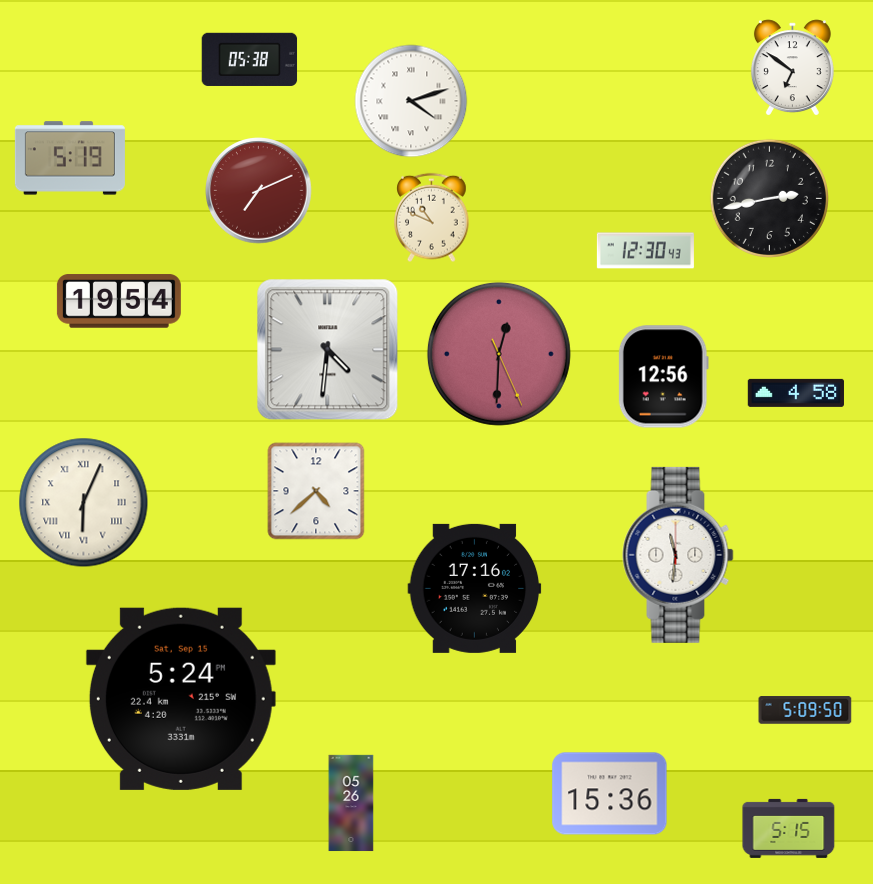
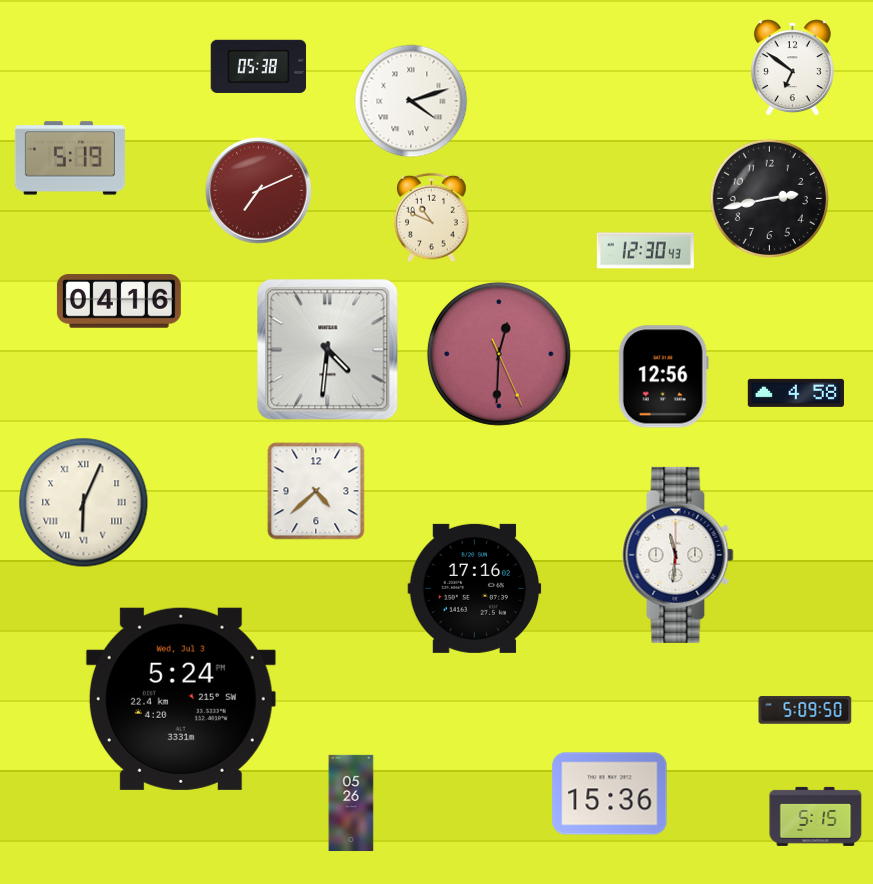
clock at (250, 59) position: (250, 59) -> (259, 66)
clock at (119, 301): 19:54 -> 04:16
clock at (181, 699) date: Sat, Sep 15 -> Wed, Jul 3
clock at (789, 828) position: (789, 828) -> (816, 816)
